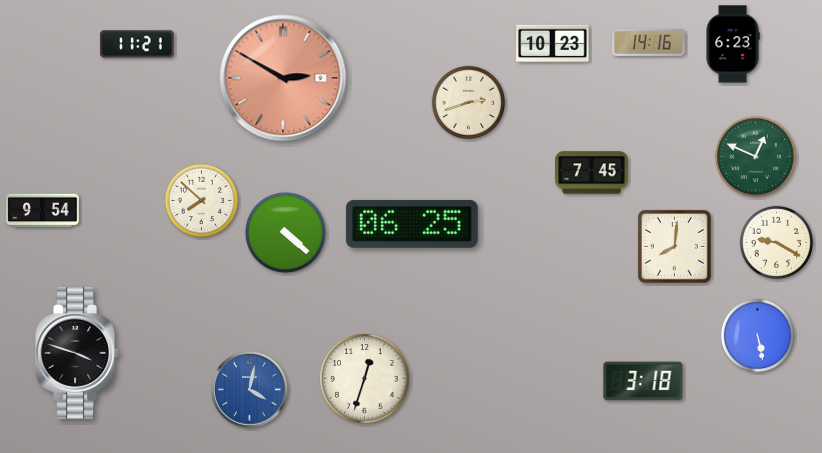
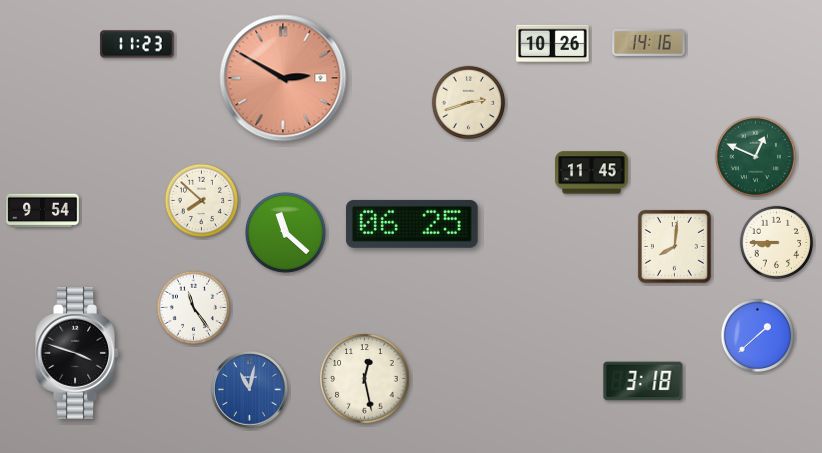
clock at (137, 44): 11:21 -> 11:23
clock at (553, 44): 10:23 -> 10:26
clock at (733, 44): 6:23 -> none
clock at (592, 173): 7:45 -> 11:45
clock at (285, 232): 4:22 -> 11:22
clock at (777, 243): 9:20 -> 8:45
clock at (194, 308): none -> 11:24
clock at (758, 336): 5:28 -> 1:38
clock at (365, 379): 12:33 -> 12:28
clock at (250, 390): 4:02 -> 11:02
